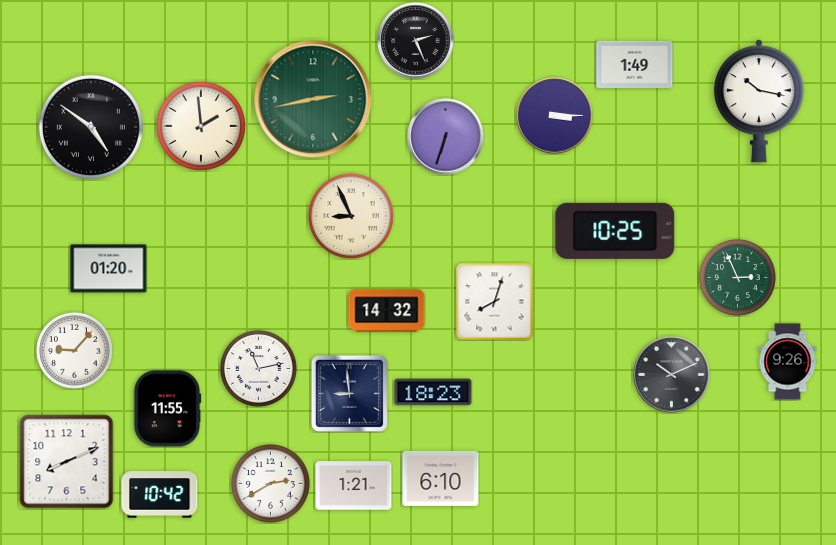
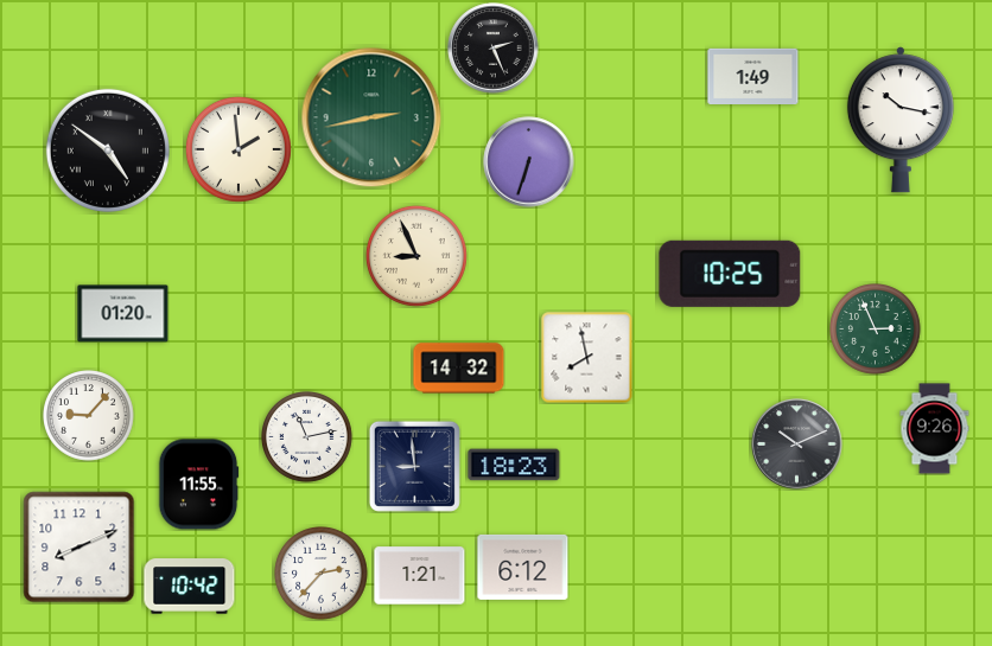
clock at (555, 116): 3:15 -> none
clock at (109, 269) position: (109, 269) -> (123, 314)
clock at (495, 302): 8:03 -> 7:58
clock at (441, 478): 6:10 -> 6:12
clock at (271, 484): 2:40 -> 2:37
